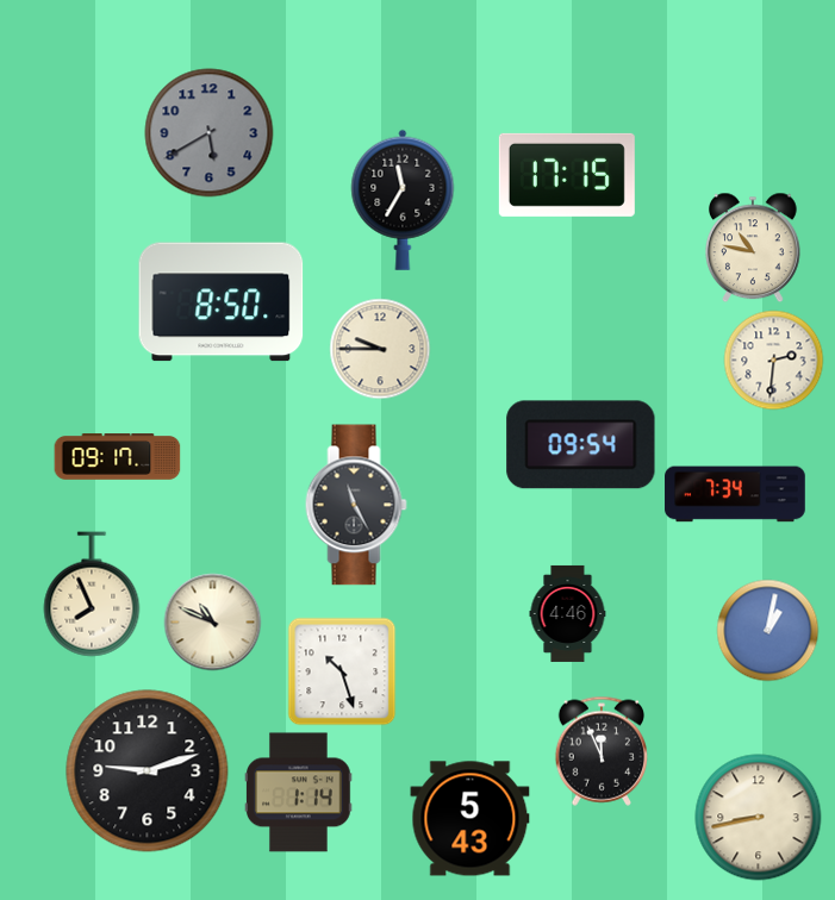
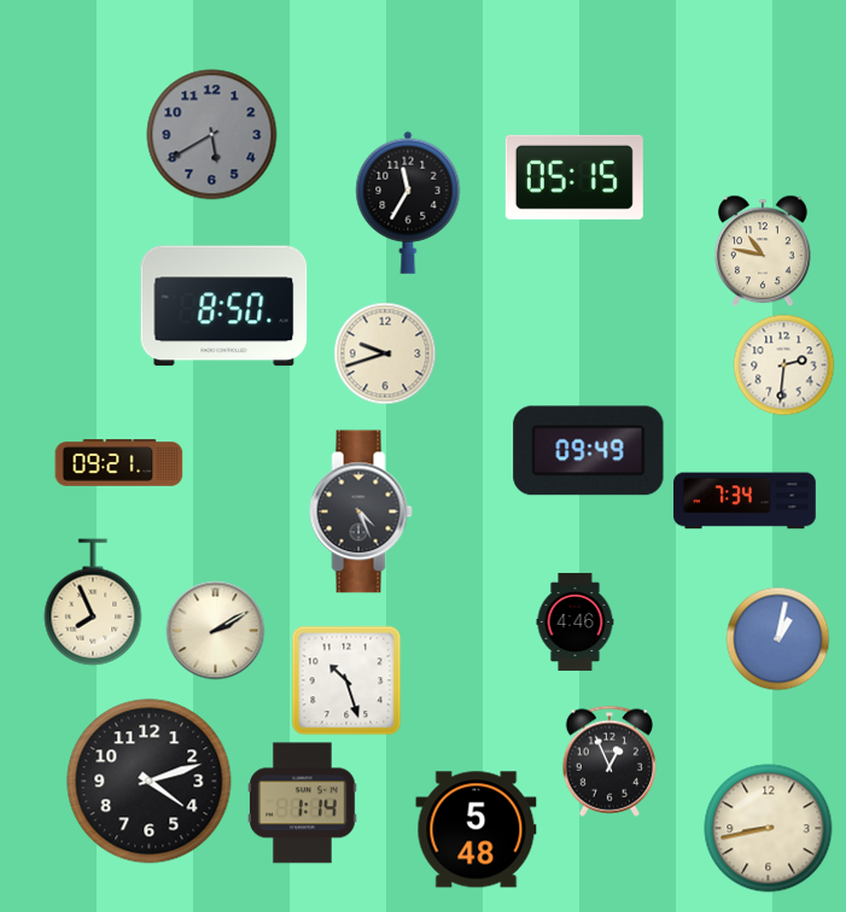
clock at (567, 175): 17:15 -> 05:15
clock at (380, 349): 9:45 -> 9:42
clock at (581, 445): 09:54 -> 09:49
clock at (118, 457): 09:17 -> 09:21
clock at (356, 505): 11:25 -> 4:26
clock at (213, 623): 10:49 -> 2:10
clock at (602, 751): 11:56 -> 12:56
clock at (148, 771): 9:12 -> 4:12
clock at (471, 819): 5:43 -> 5:48
